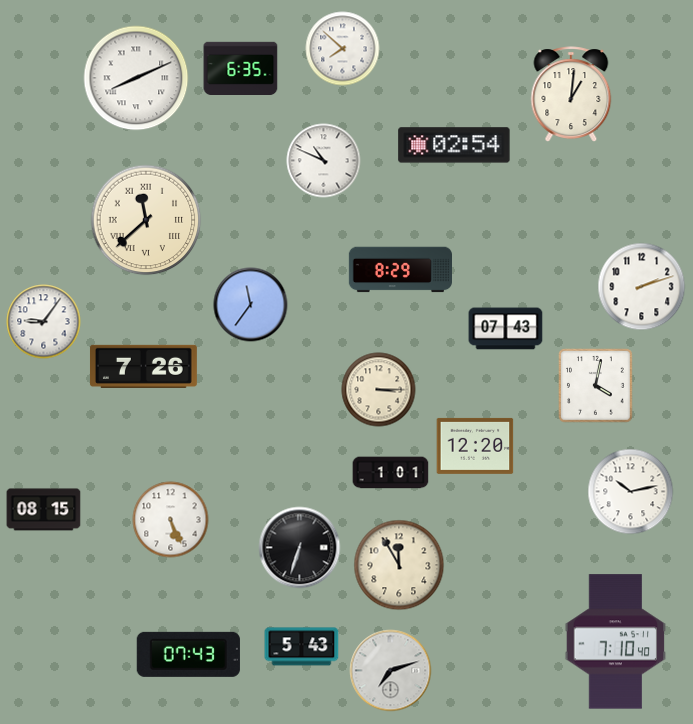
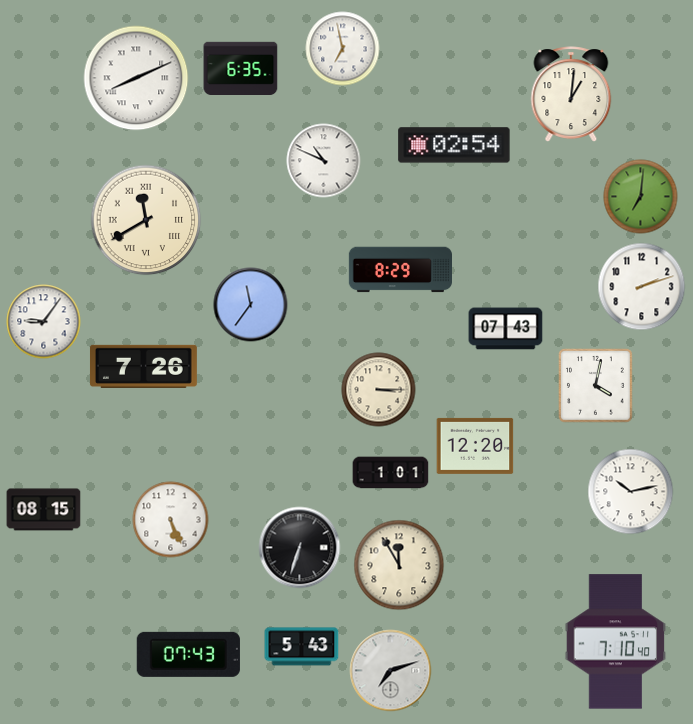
clock at (343, 49): 7:52 -> 6:58
clock at (641, 197): none -> 7:01
clock at (146, 220): 11:38 -> 11:40
